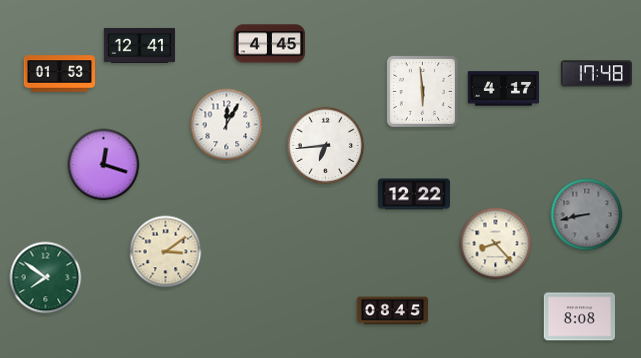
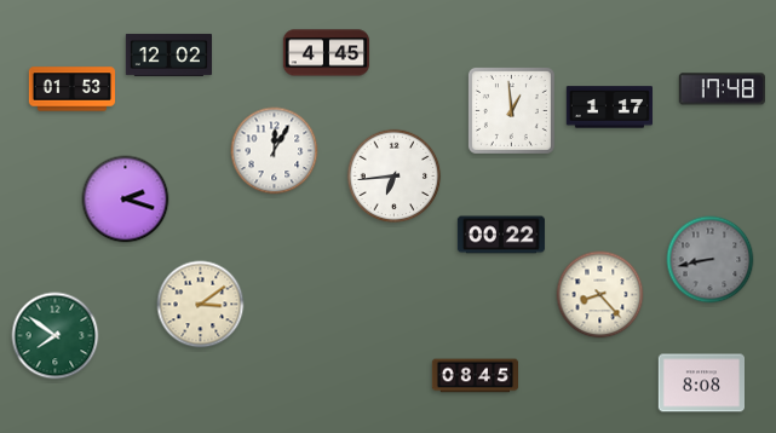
clock at (140, 45): 12:41 -> 12:02
clock at (503, 89): 4:17 -> 1:17
clock at (422, 91): 5:59 -> 12:59
clock at (104, 165): 12:18 -> 2:18
clock at (414, 194): 12:22 -> 00:22
